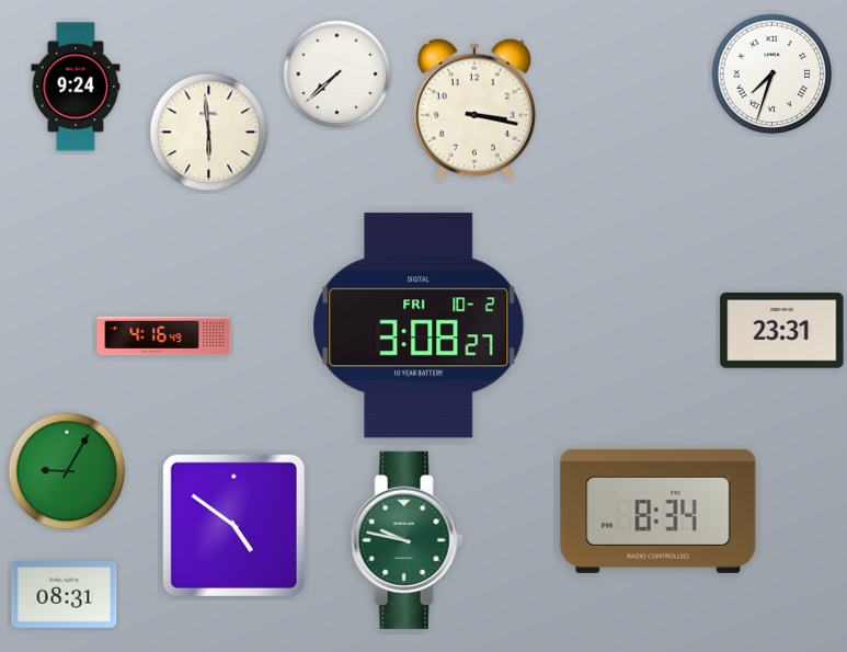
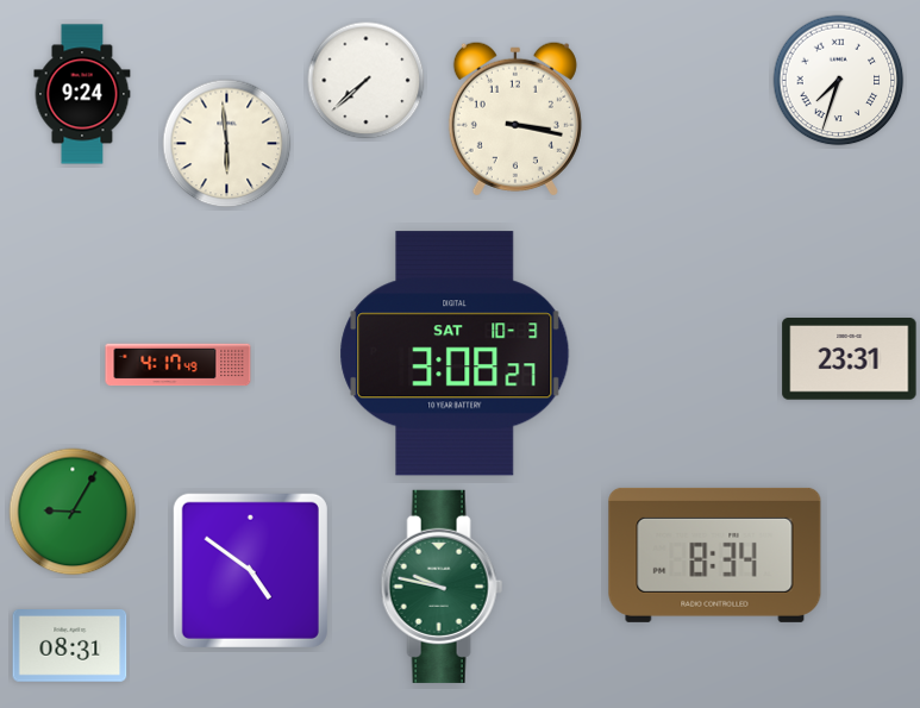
clock at (419, 325) date: FRI 10-2 -> SAT 10-3
clock at (164, 336): 4:16 -> 4:17
clock at (233, 525) position: (233, 525) -> (250, 570)
